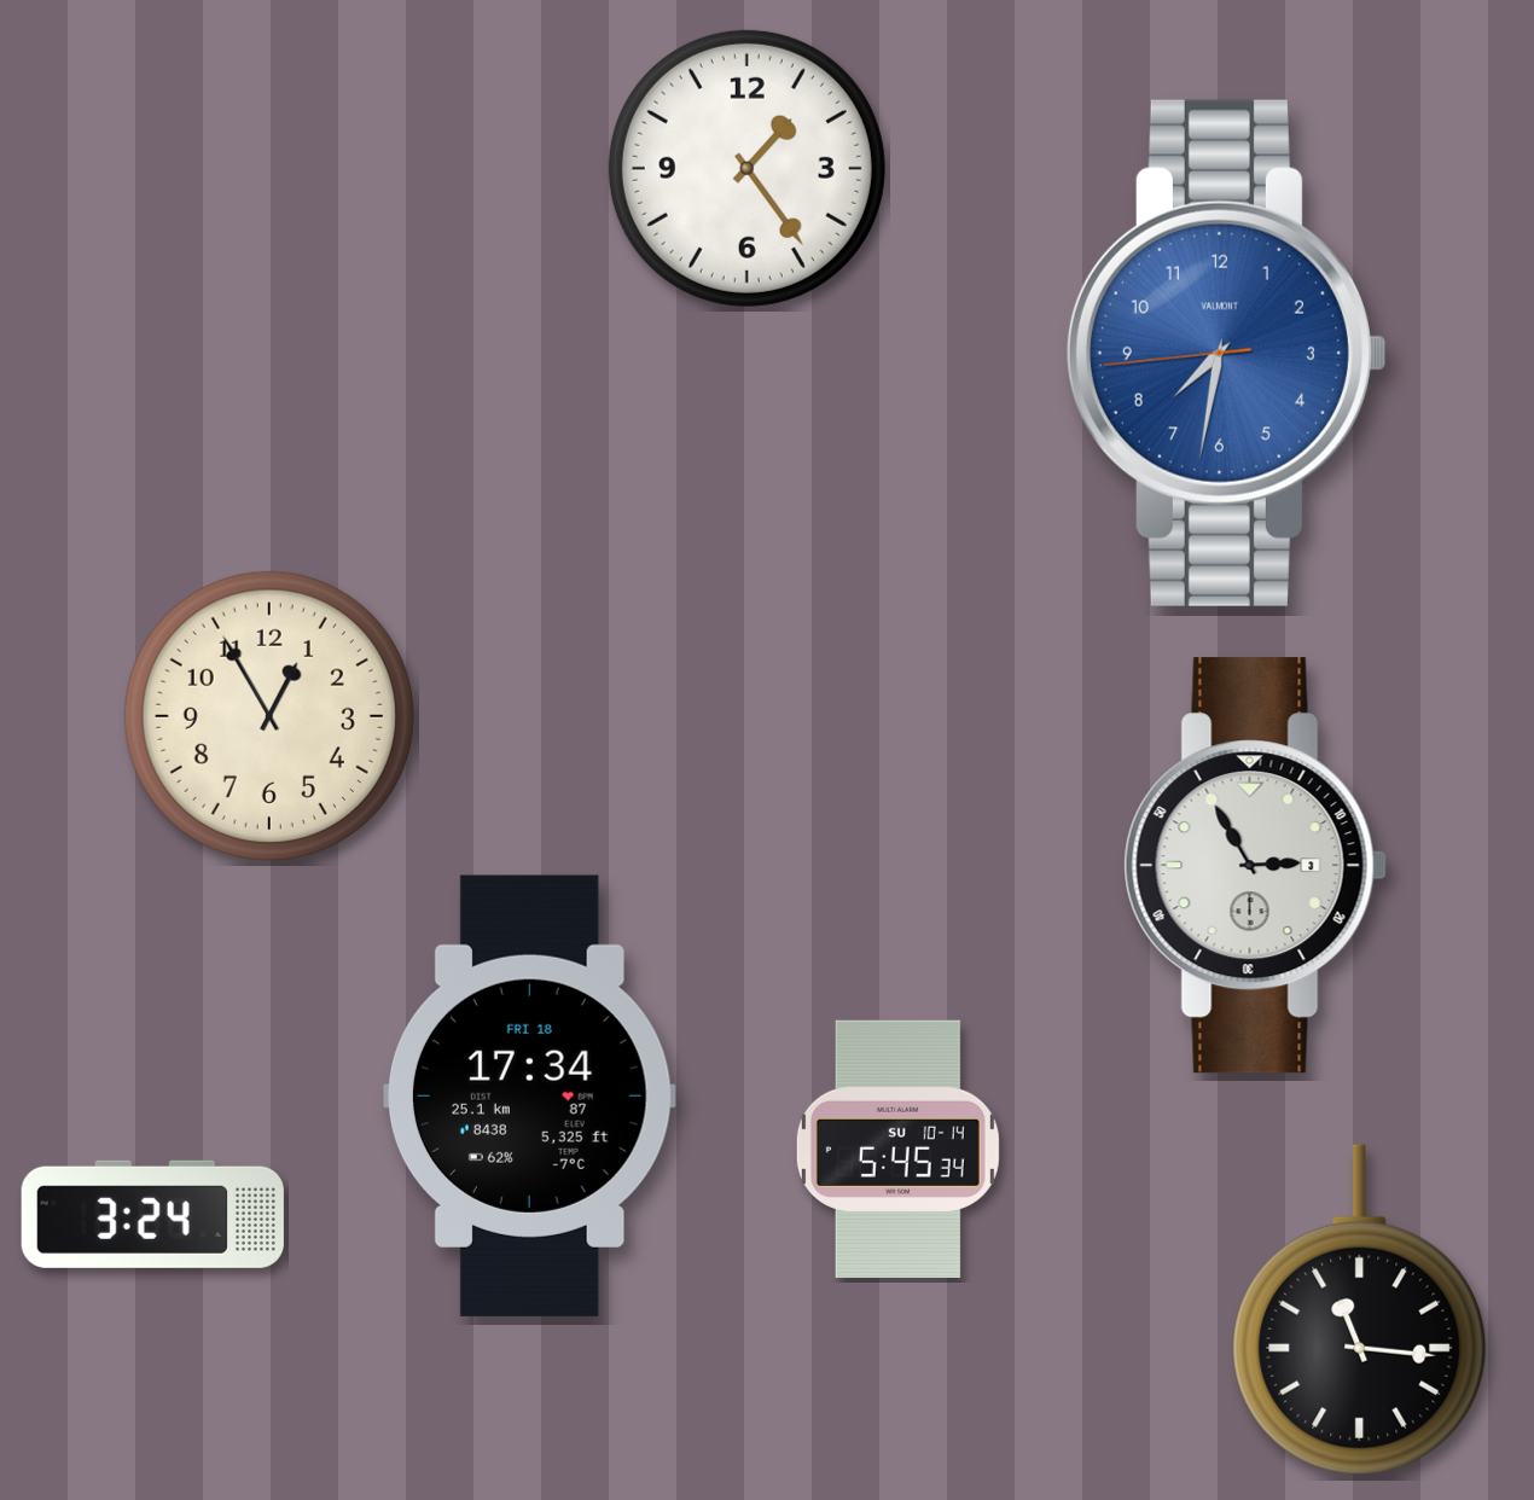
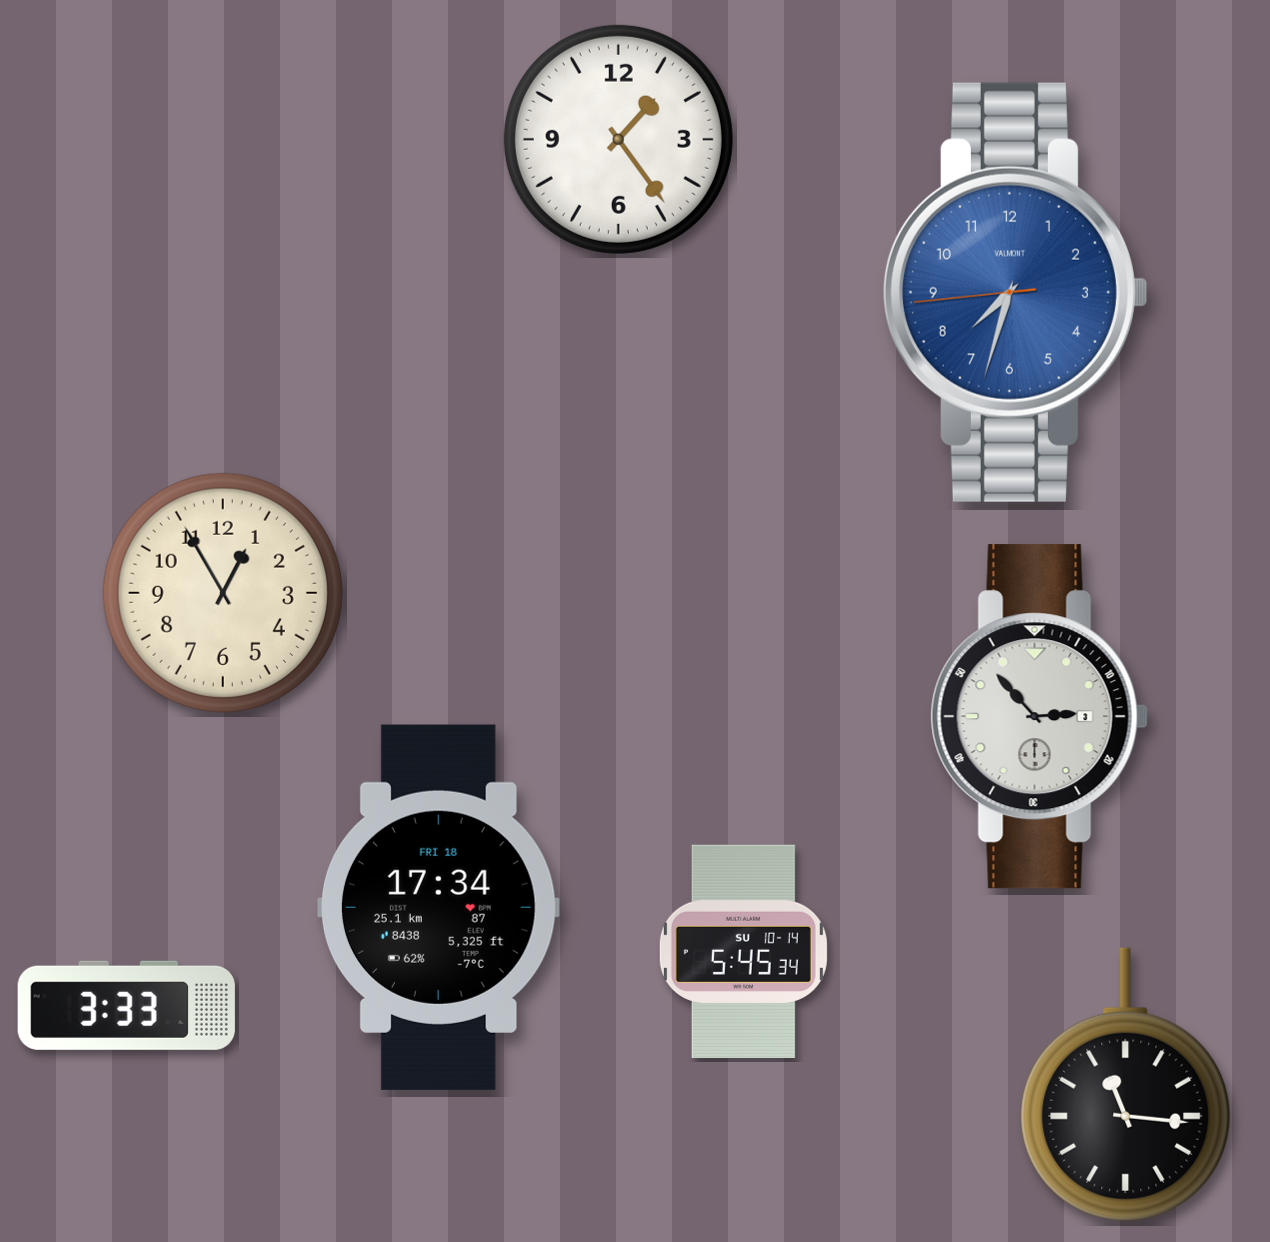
clock at (1226, 353): 7:31 -> 7:32
clock at (1255, 866): 2:55 -> 2:53
clock at (152, 1214): 3:24 -> 3:33
